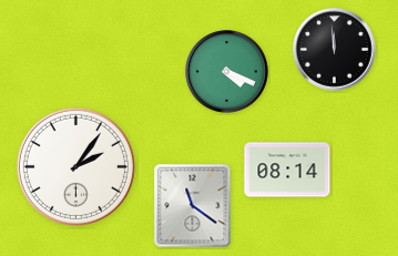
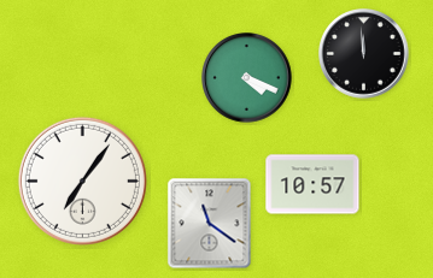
clock at (75, 166): 2:06 -> 7:06
clock at (287, 170): 08:14 -> 10:57
